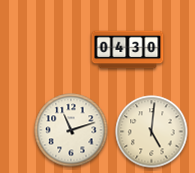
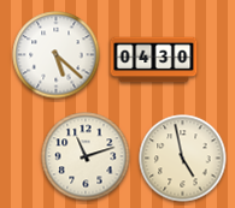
clock at (57, 55): none -> 5:22
clock at (152, 132): 5:01 -> 4:58
